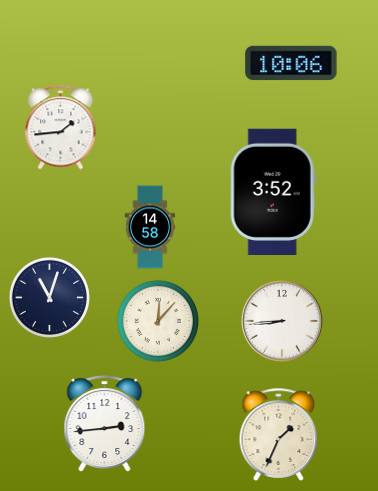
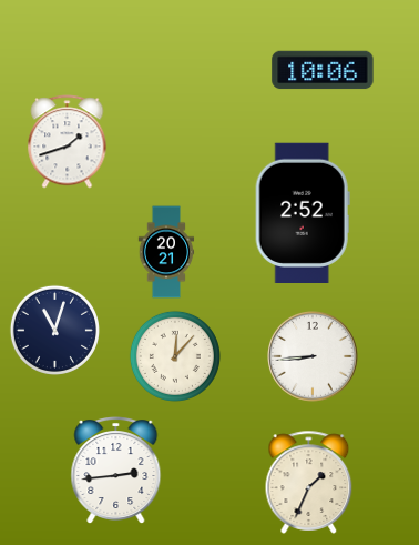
clock at (61, 128): 1:44 -> 1:42
clock at (273, 191): 3:52 -> 2:52
clock at (150, 227): 14:58 -> 20:21
